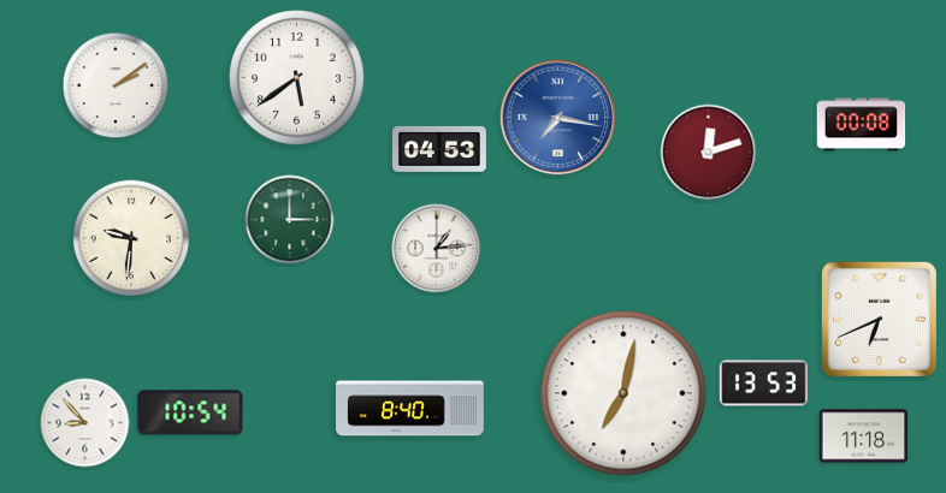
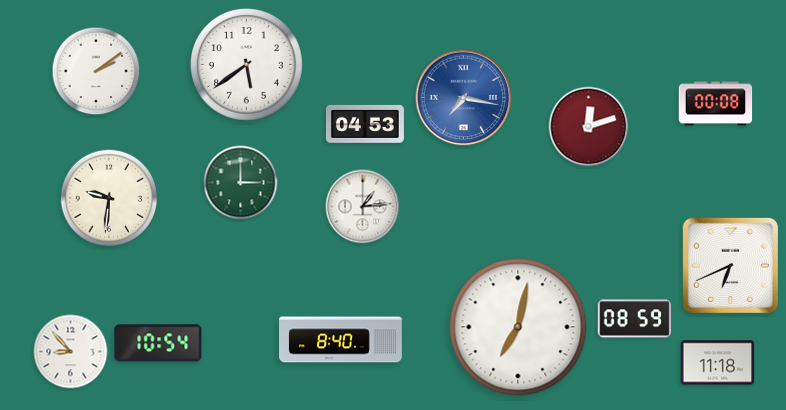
clock at (764, 384): 13:53 -> 08:59
